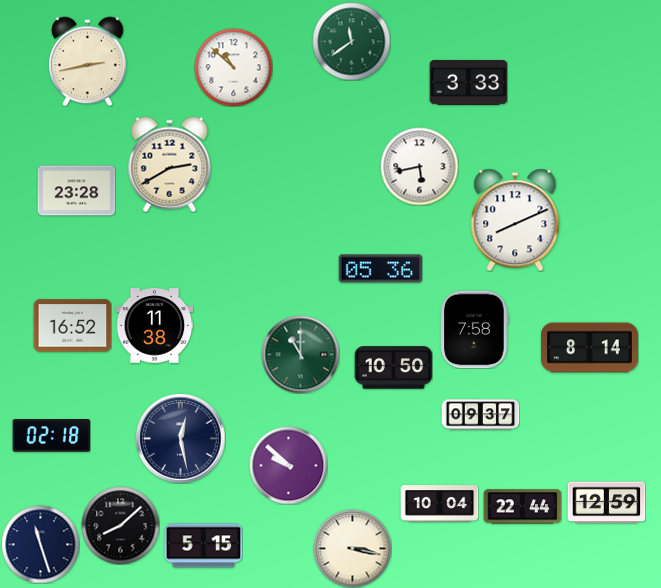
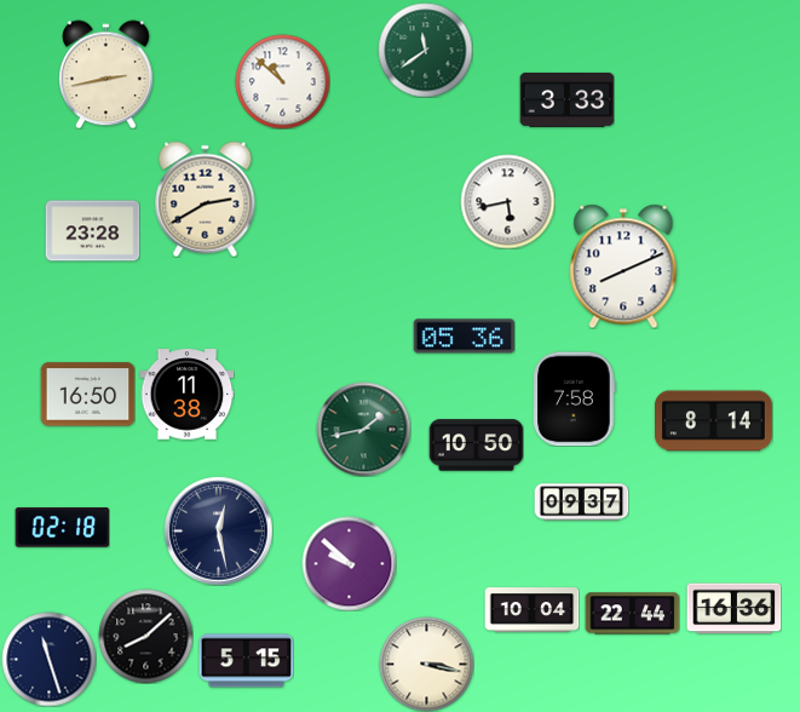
clock at (380, 269) position: (380, 269) -> (464, 337)
clock at (72, 326): 16:52 -> 16:50
clock at (300, 354): 11:00 -> 1:43
clock at (606, 503): 12:59 -> 16:36
